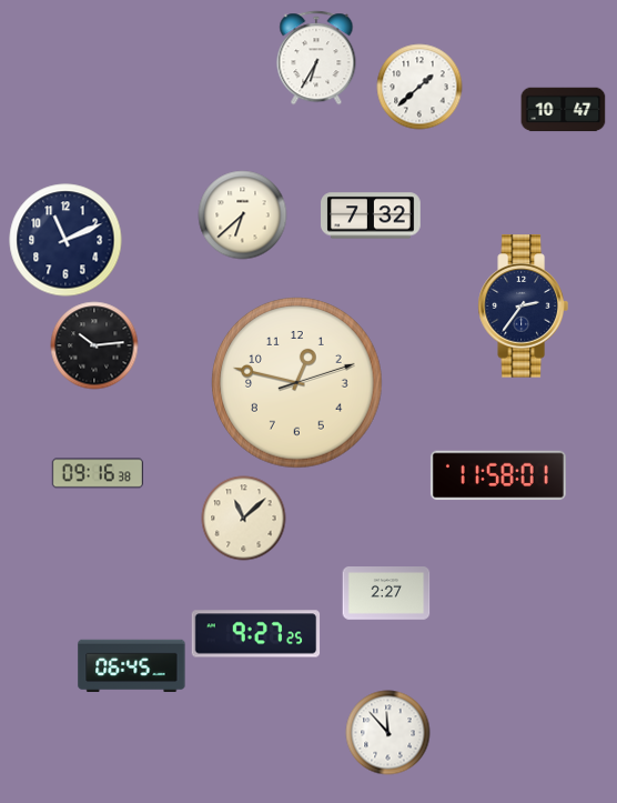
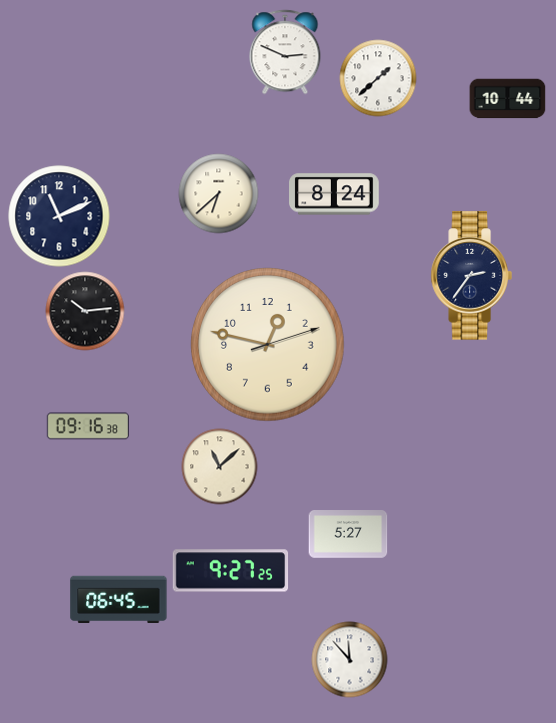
clock at (316, 58): 6:35 -> 2:49
clock at (564, 110): 10:47 -> 10:44
clock at (371, 215): 7:32 -> 8:24
clock at (498, 475): 11:58 -> none
clock at (386, 594): 2:27 -> 5:27
